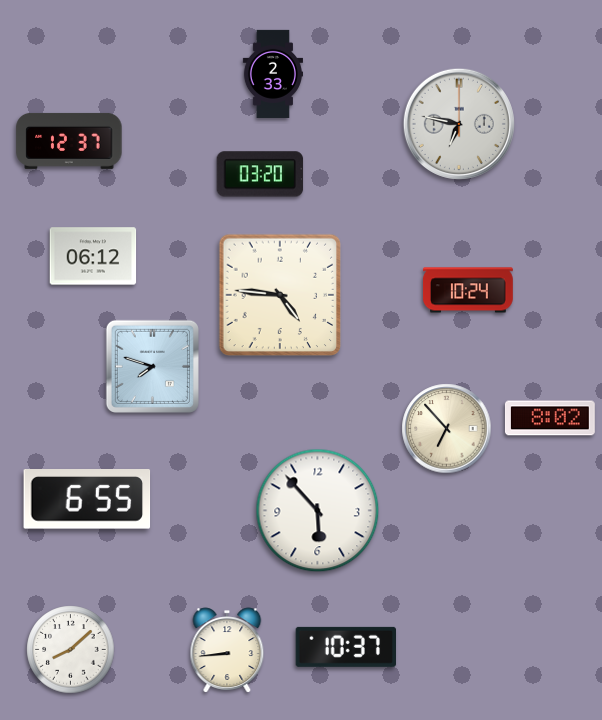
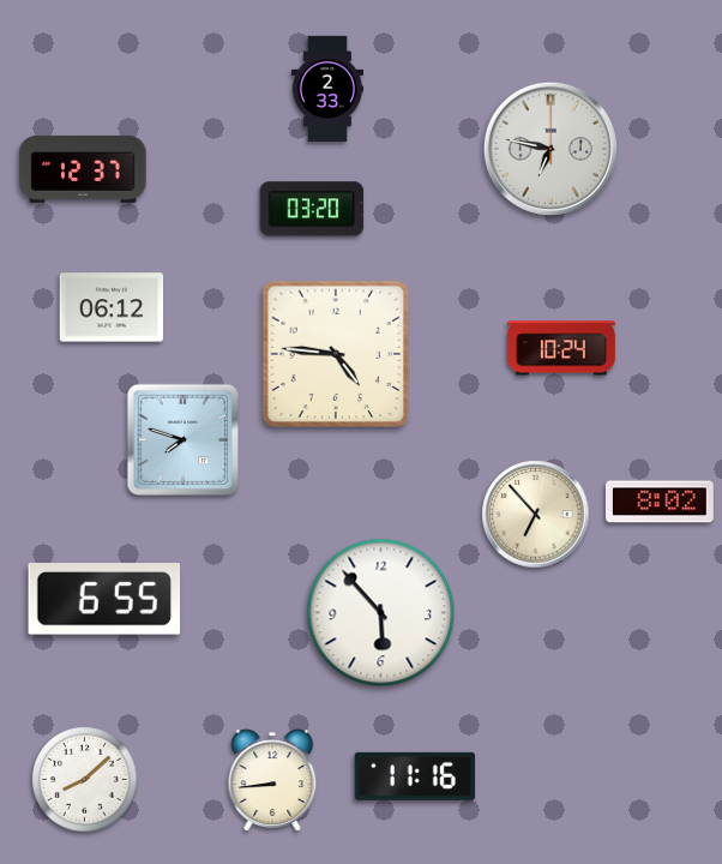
clock at (345, 647): 10:37 -> 11:16
